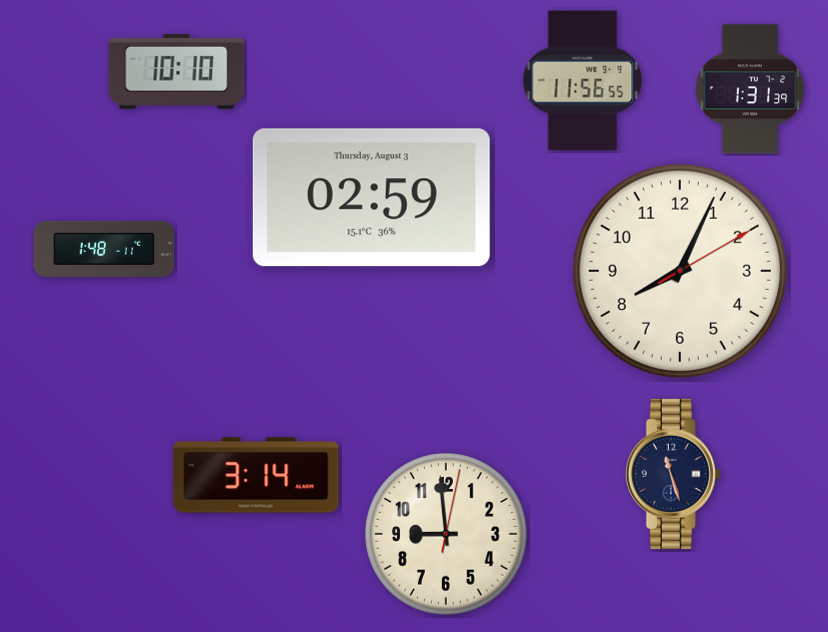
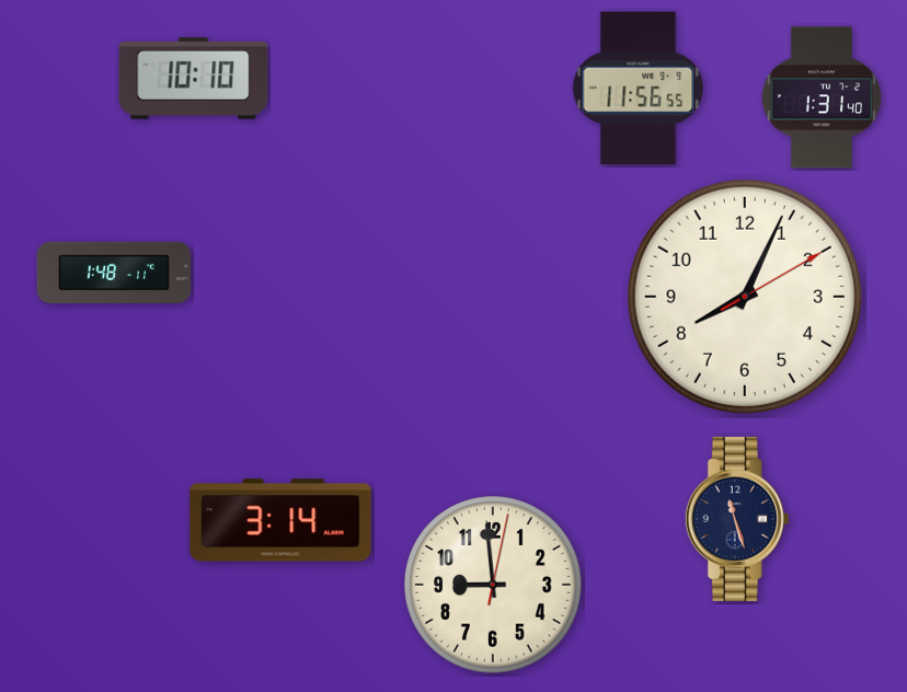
clock at (750, 89): 1:31:39 -> 1:31:40
clock at (371, 198): 02:59 -> none
clock at (446, 534) position: (446, 534) -> (493, 585)
